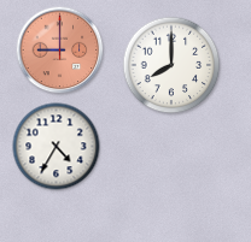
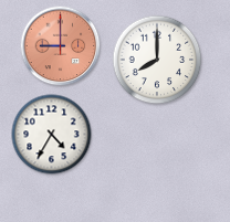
clock at (60, 51) position: (60, 51) -> (61, 46)
